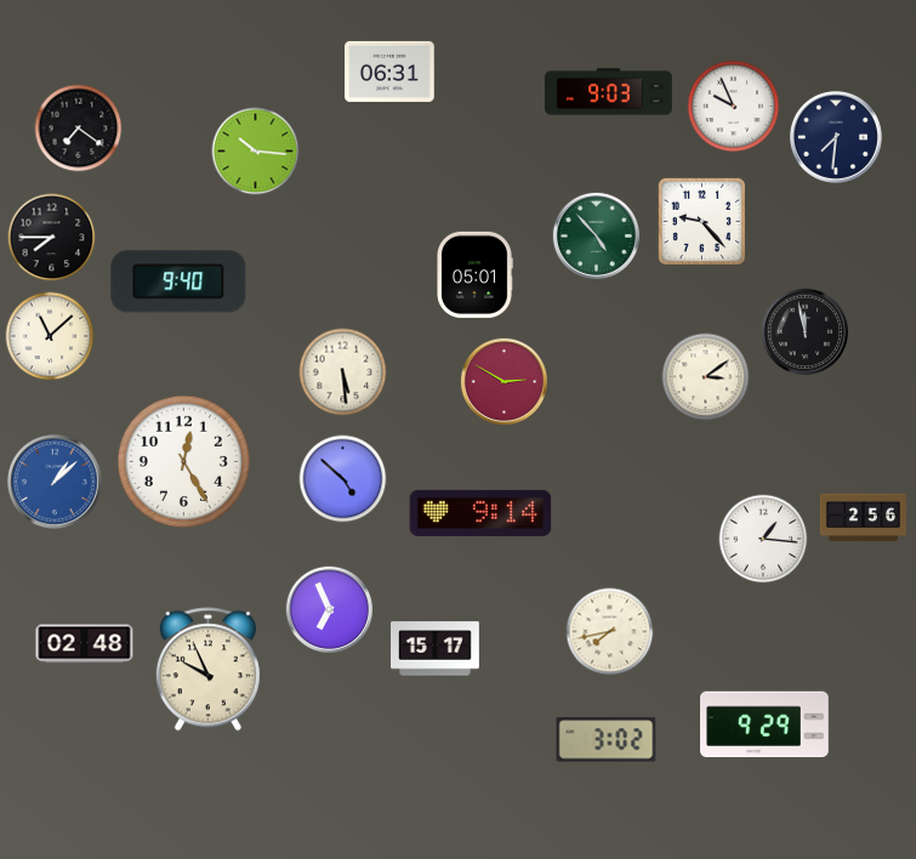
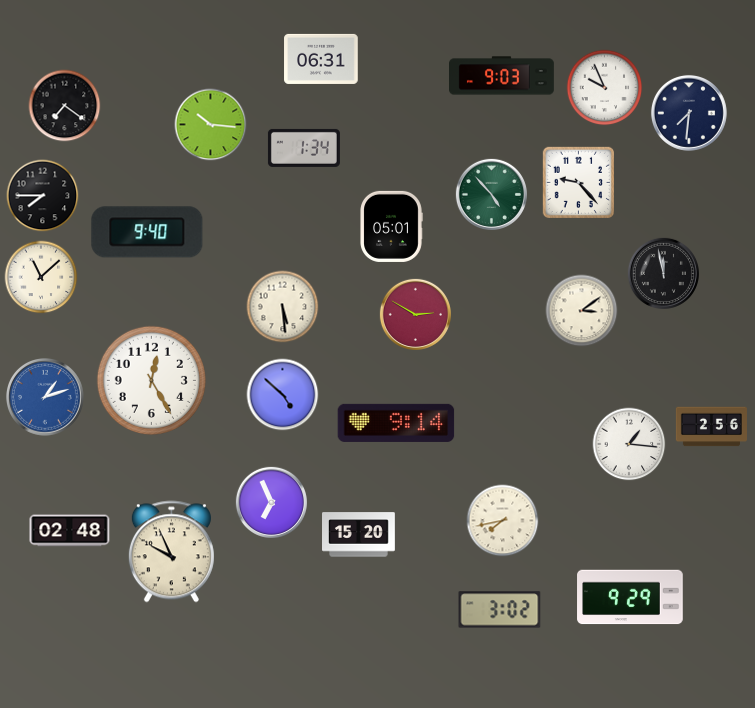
clock at (304, 148): none -> 1:34
clock at (56, 483): 1:08 -> 1:12
clock at (436, 649): 15:17 -> 15:20
